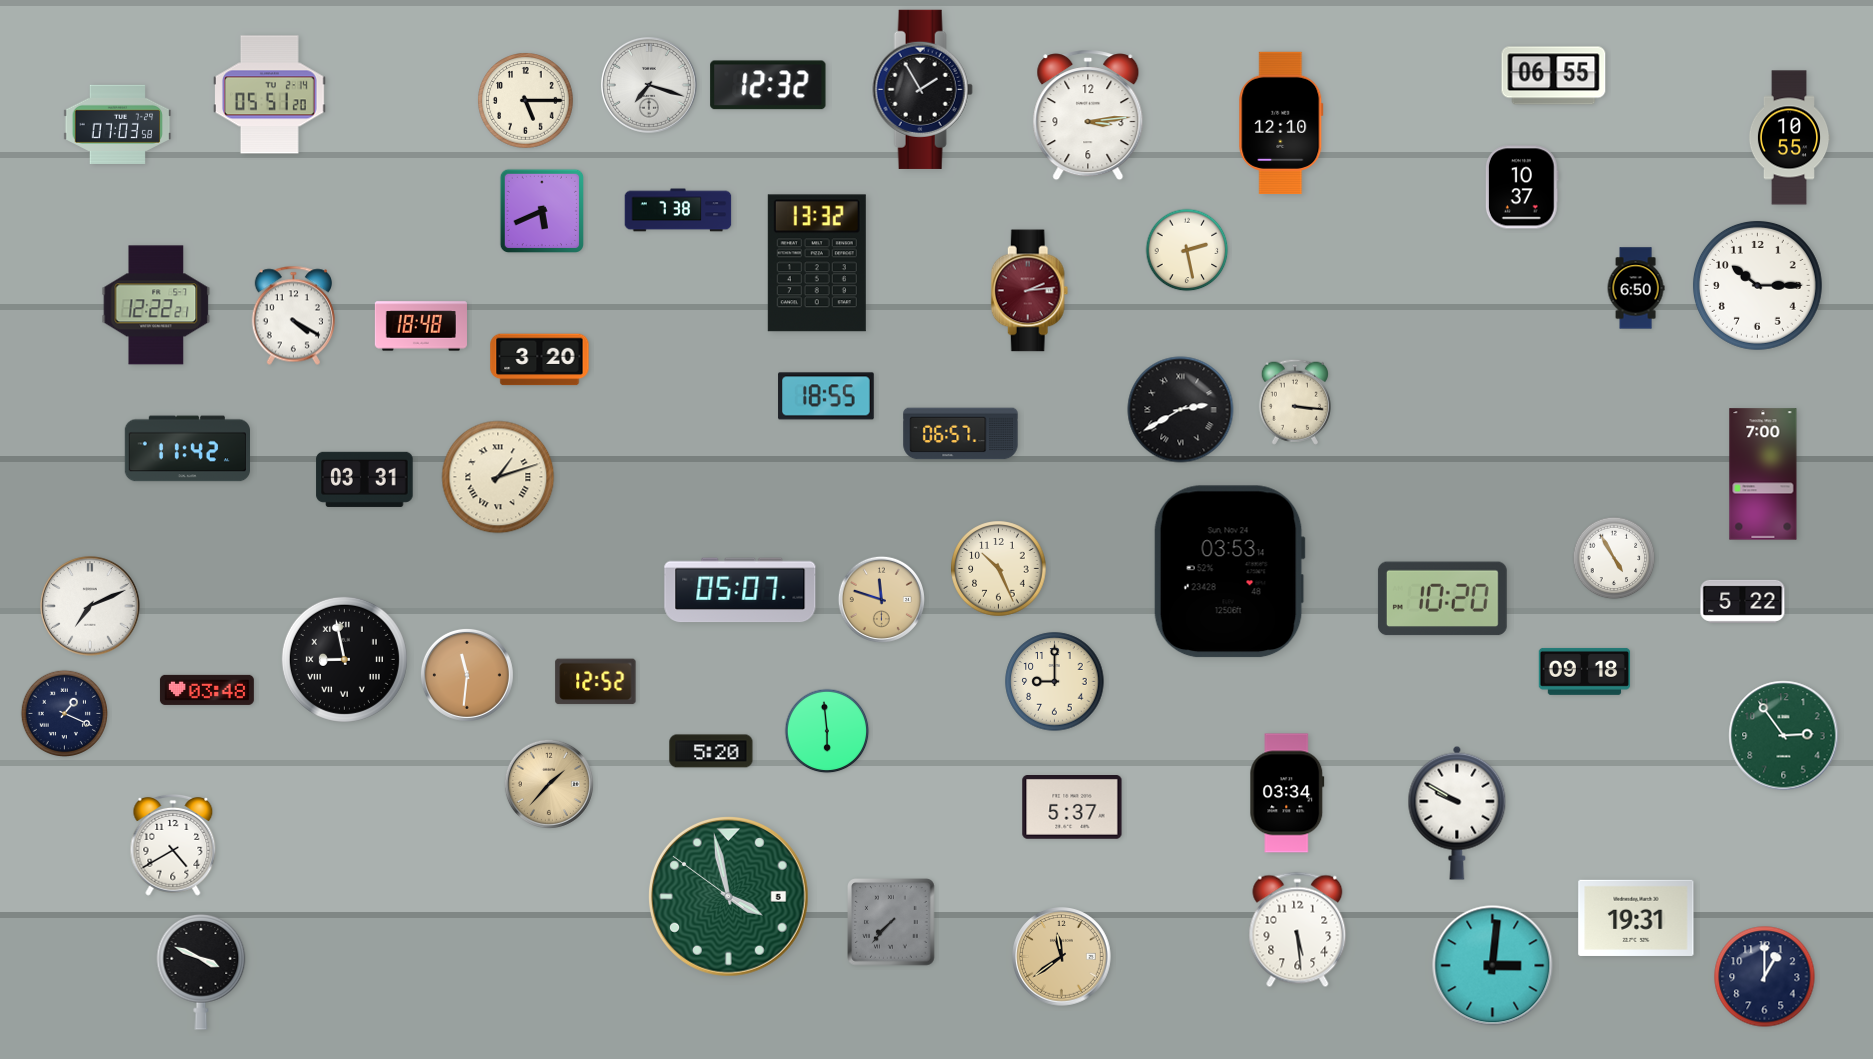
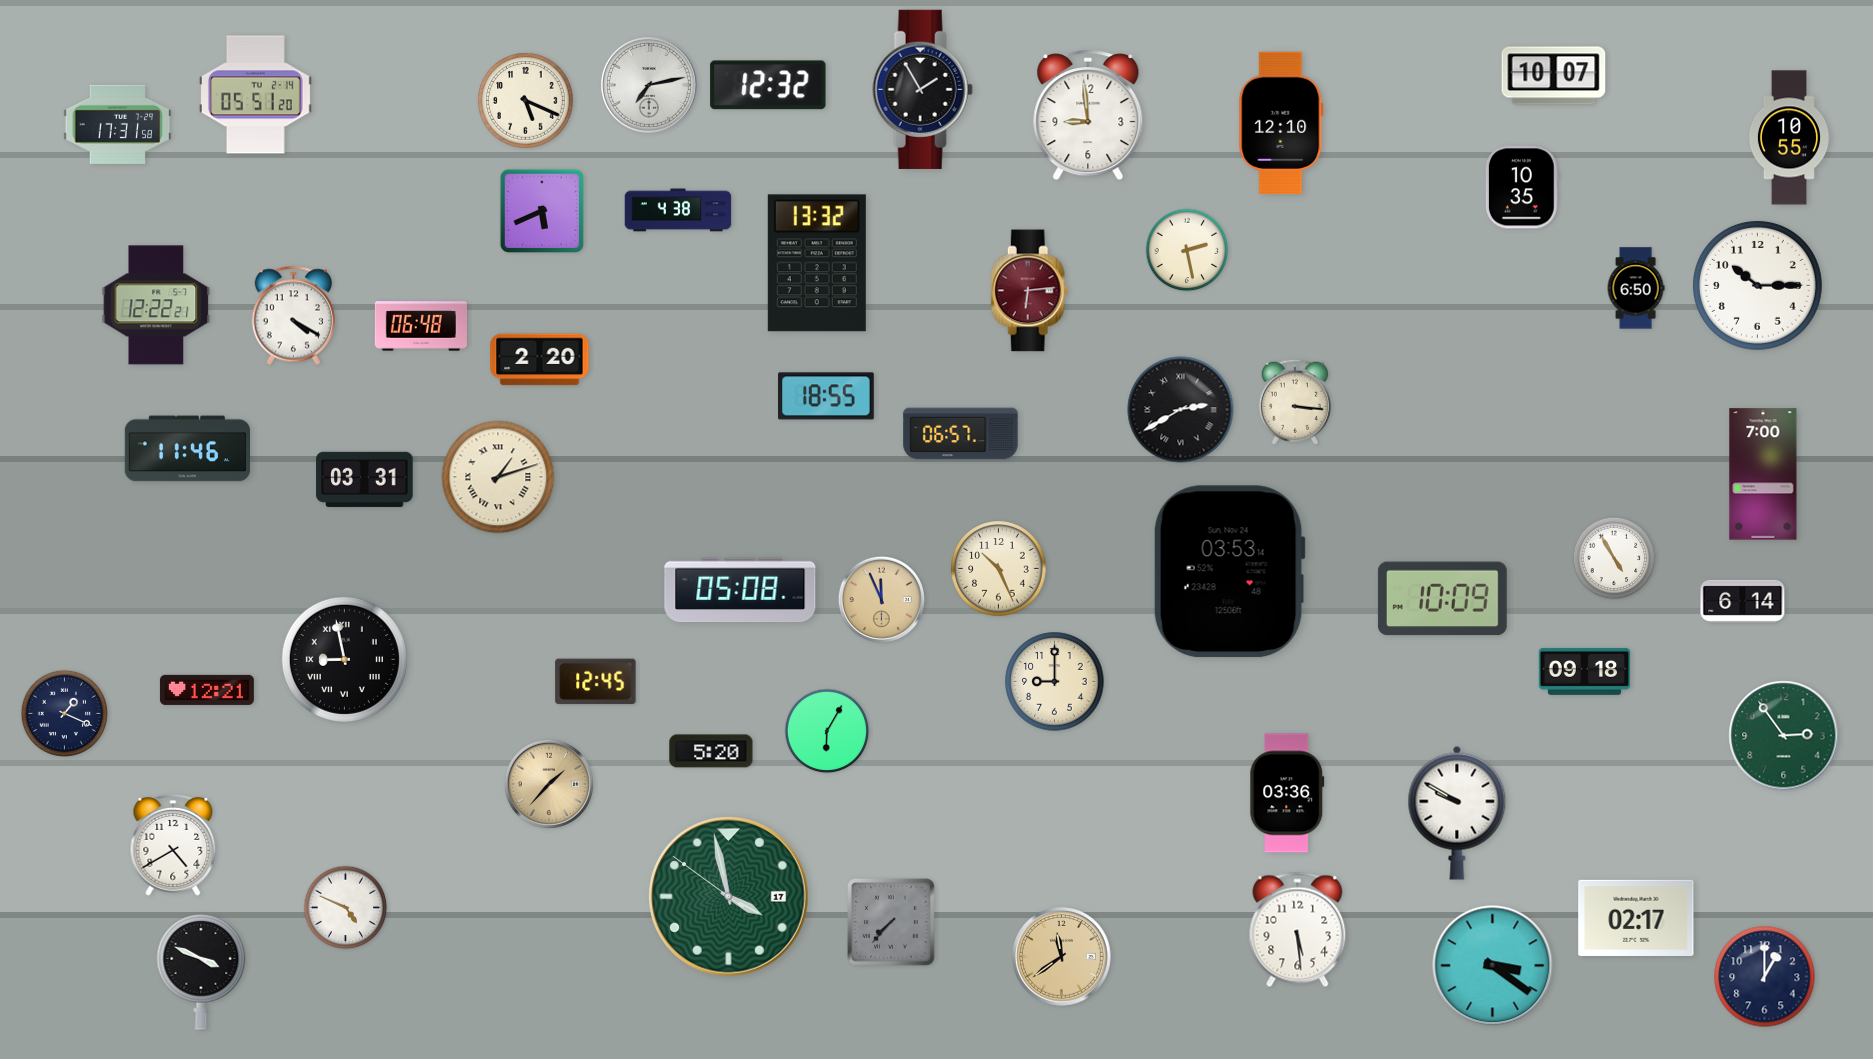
clock at (1554, 76): 06:55 -> 10:07
clock at (650, 86): 7:18 -> 7:13
clock at (270, 95) position: (270, 95) -> (256, 95)
clock at (526, 101): 5:15 -> 5:19
clock at (1088, 115): 3:14 -> 8:59
clock at (118, 124): 07:03 -> 17:31
clock at (1522, 187): 10:37 -> 10:35
clock at (678, 210): 7:38 -> 4:38
clock at (1030, 291): 2:14 -> 6:14
clock at (421, 326): 18:48 -> 06:48
clock at (540, 360): 3:20 -> 2:20
clock at (187, 449): 11:42 -> 11:46
clock at (740, 590): 05:07 -> 05:08
clock at (881, 599): 11:48 -> 11:56
clock at (1442, 599): 10:20 -> 10:09
clock at (1743, 601): 5:22 -> 6:14
clock at (90, 606): 7:11 -> none
clock at (467, 675): 11:31 -> none
clock at (596, 682): 12:52 -> 12:45
clock at (207, 690): 03:48 -> 12:21
clock at (827, 731): 5:59 -> 6:05
clock at (1287, 793): 03:34 -> 03:36
clock at (1072, 808): 5:37 -> none
clock at (728, 896) date: 5 -> 17
clock at (346, 908): none -> 4:49
clock at (1636, 918): 19:31 -> 02:17
clock at (1493, 966): 3:01 -> 3:21
